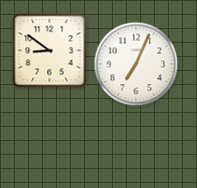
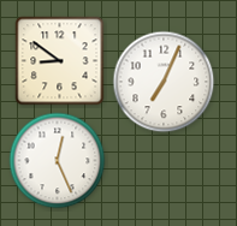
clock at (136, 64) position: (136, 64) -> (164, 82)
clock at (58, 161): none -> 12:26
